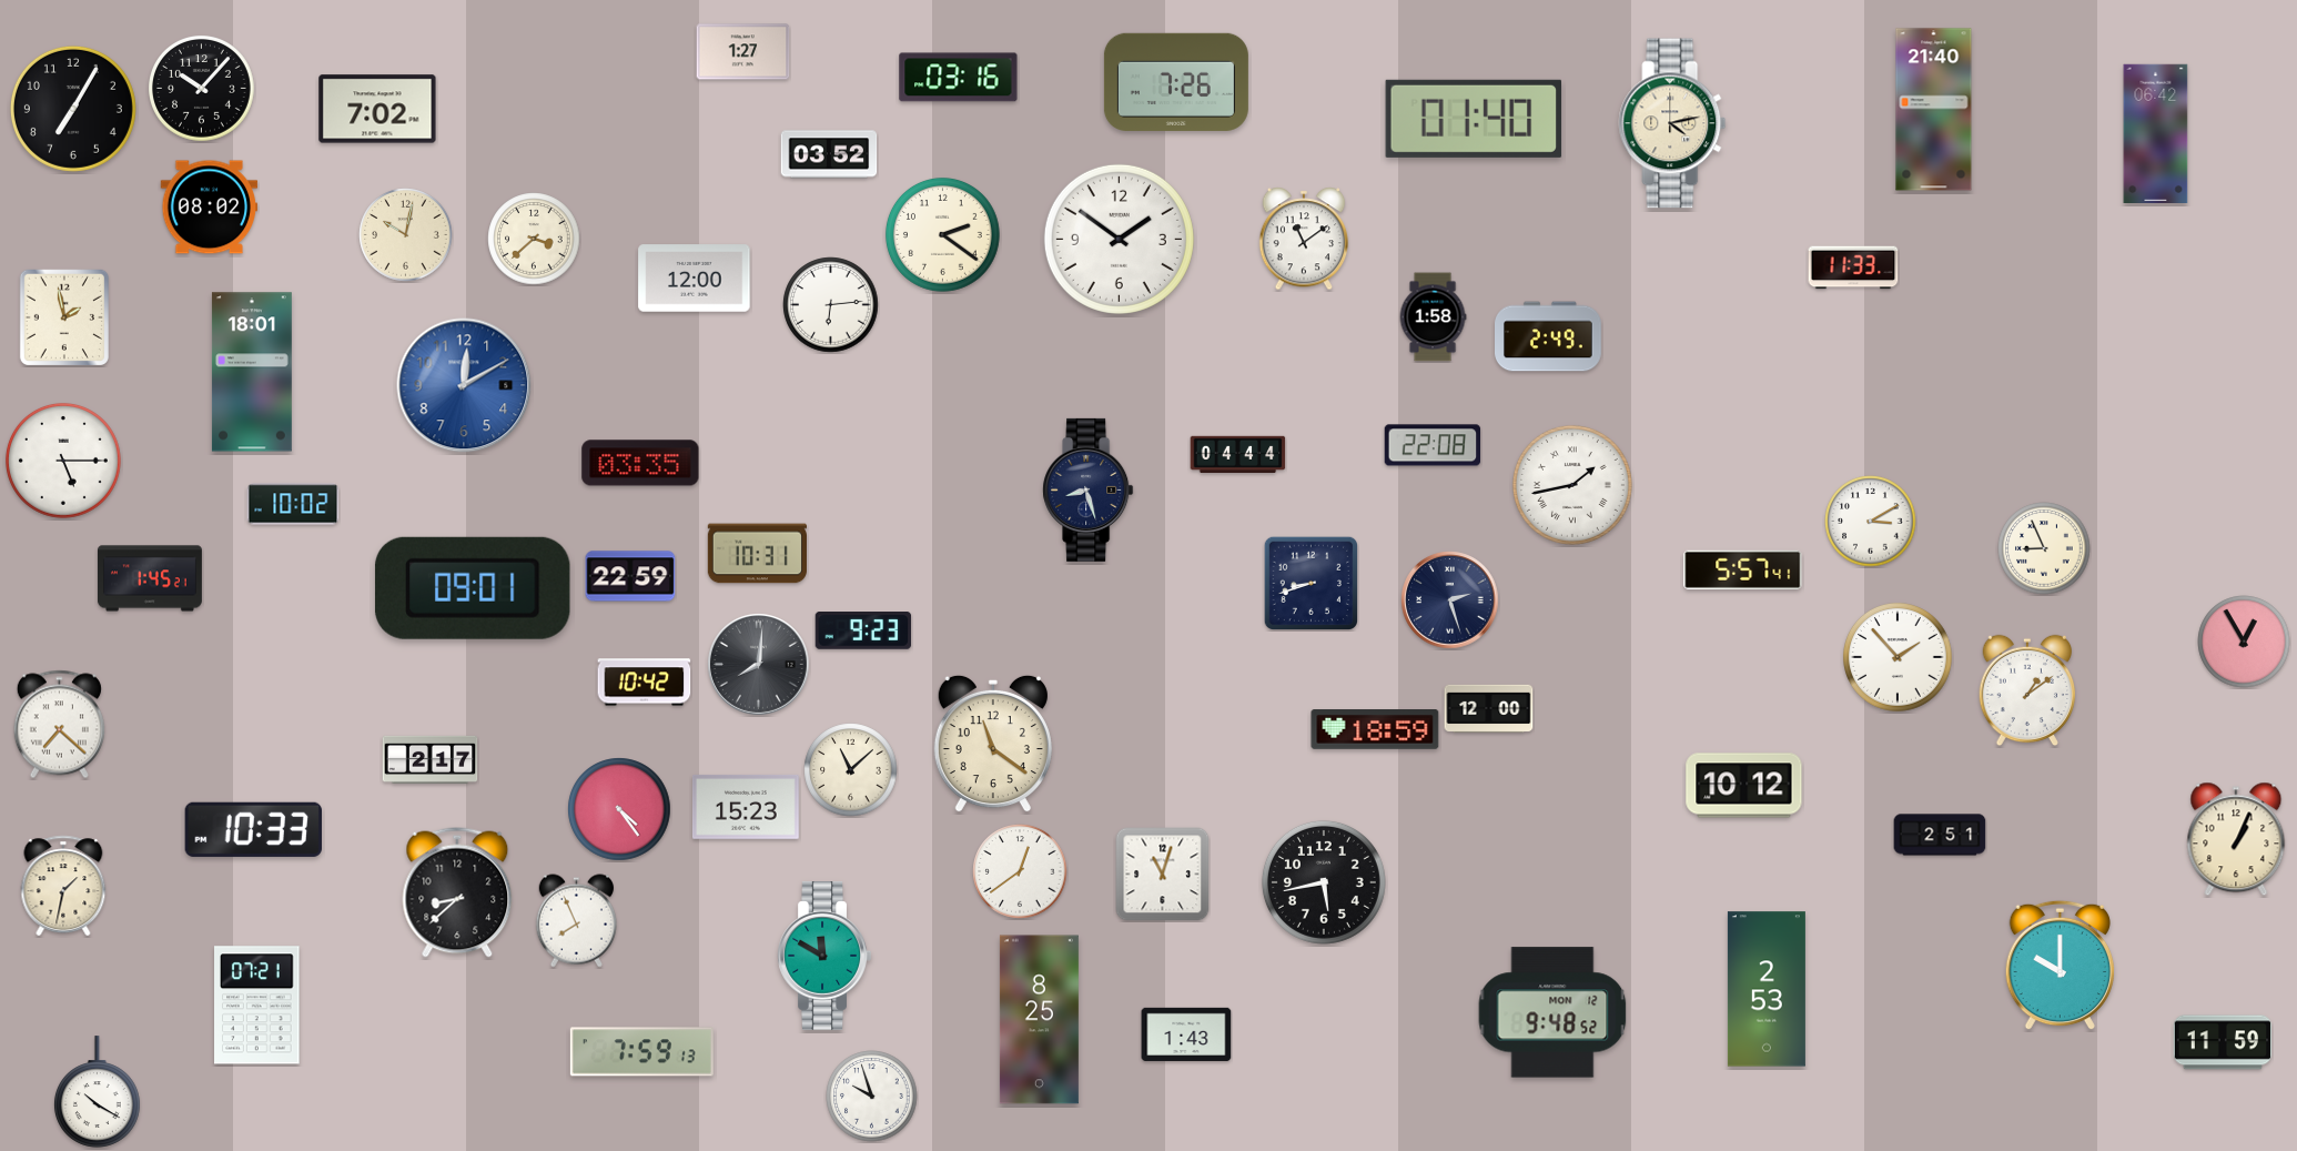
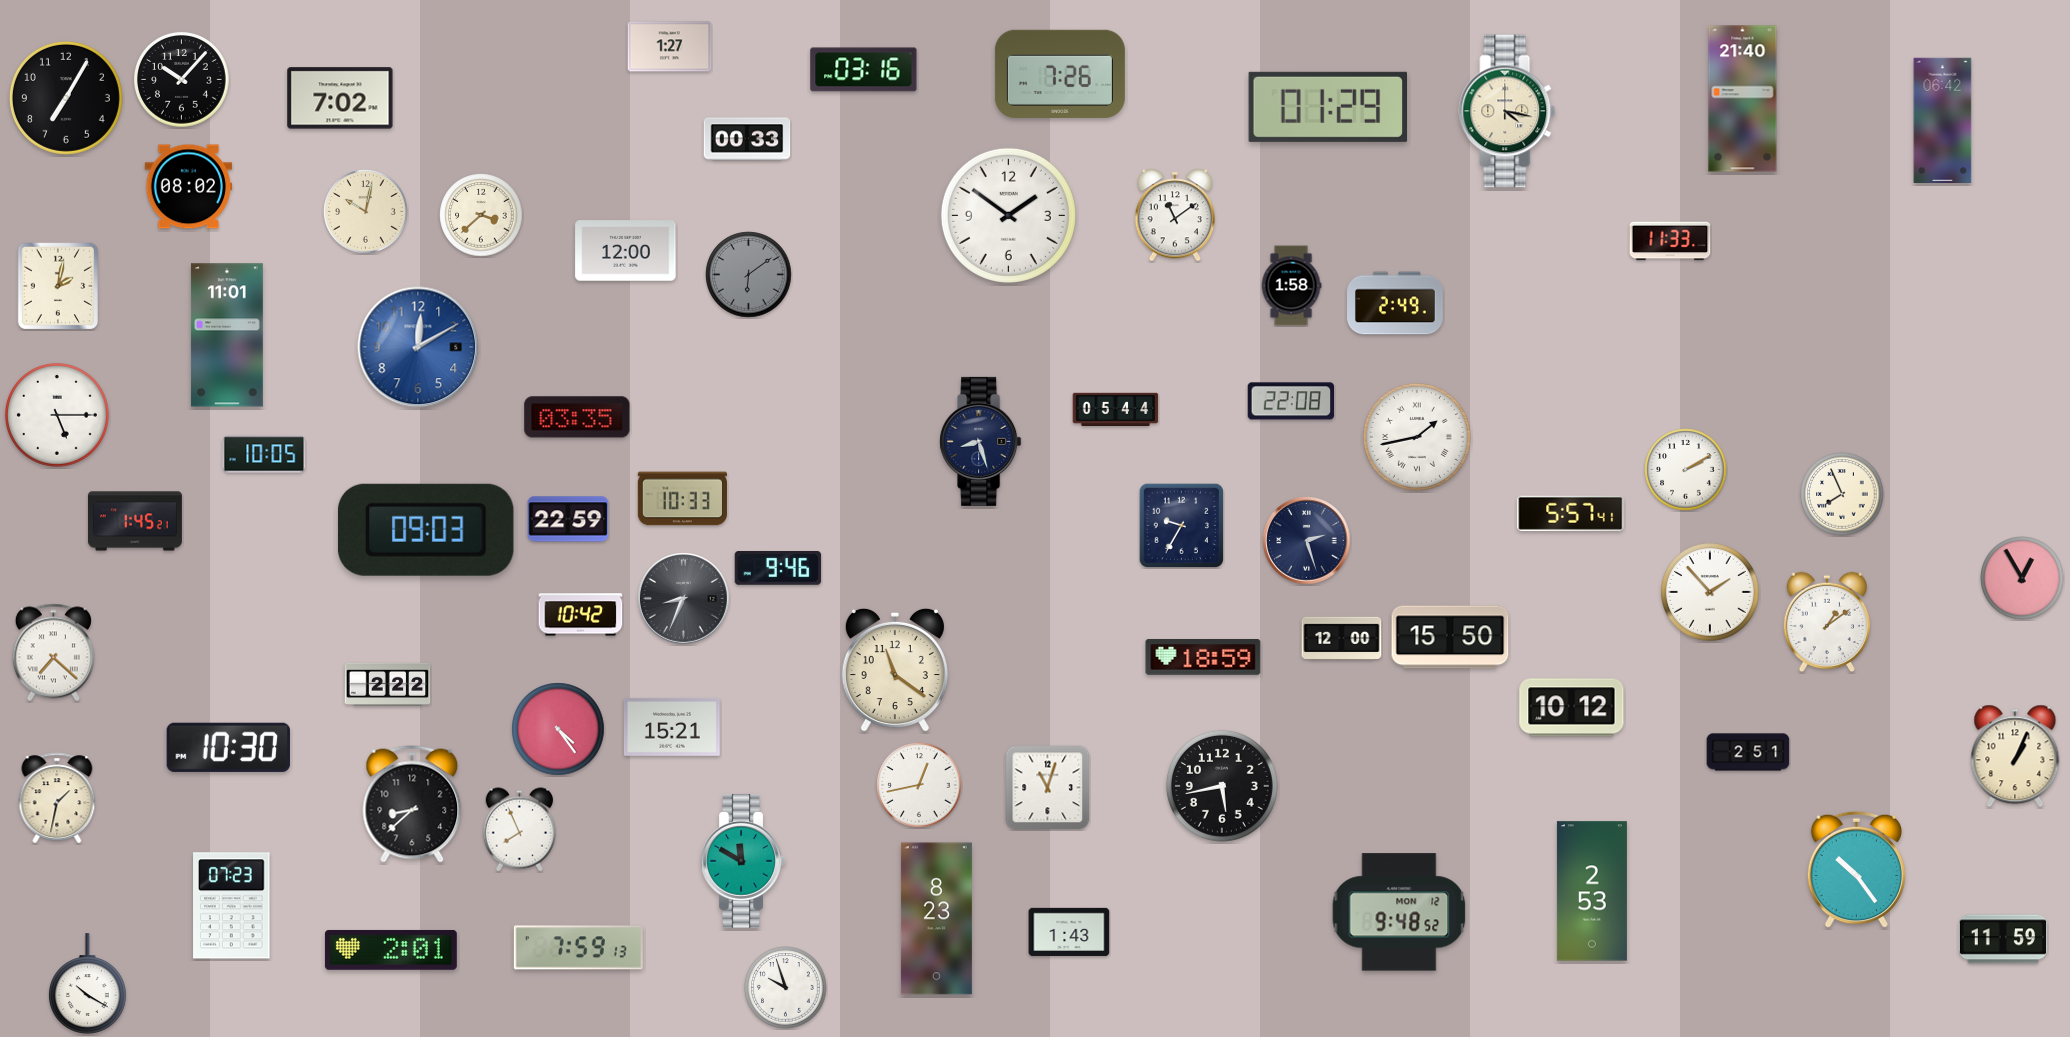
clock at (1474, 119): 01:40 -> 01:29
clock at (1672, 123): 4:13 -> 4:17
clock at (829, 154): 03:52 -> 00:33
clock at (942, 234): 2:21 -> none
clock at (831, 305): 6:14 -> 6:09
clock at (831, 305) dial: white -> grey
clock at (63, 316): 1:58 -> 2:02
clock at (252, 372): 18:01 -> 11:01
clock at (1238, 454): 04:44 -> 05:44
clock at (293, 504): 10:02 -> 10:05
clock at (1871, 522): 3:10 -> 2:10
clock at (2044, 548): 8:56 -> 7:56
clock at (757, 554): 10:31 -> 10:33
clock at (1311, 583): 8:42 -> 9:35
clock at (473, 588): 09:01 -> 09:03
clock at (863, 630): 9:23 -> 9:46
clock at (759, 665): 8:01 -> 8:34
clock at (1450, 637): none -> 15:50
clock at (1375, 730) position: (1375, 730) -> (1203, 658)
clock at (431, 759): 2:17 -> 2:22
clock at (851, 770): 11:08 -> none
clock at (746, 807): 15:23 -> 15:21
clock at (253, 829): 10:33 -> 10:30
clock at (1020, 871): 12:39 -> 12:43
clock at (1324, 882) position: (1324, 882) -> (1222, 786)
clock at (2060, 966): 10:00 -> 10:24
clock at (257, 1006): 07:21 -> 07:23
clock at (1039, 1020): 8:25 -> 8:23
clock at (391, 950): none -> 2:01
